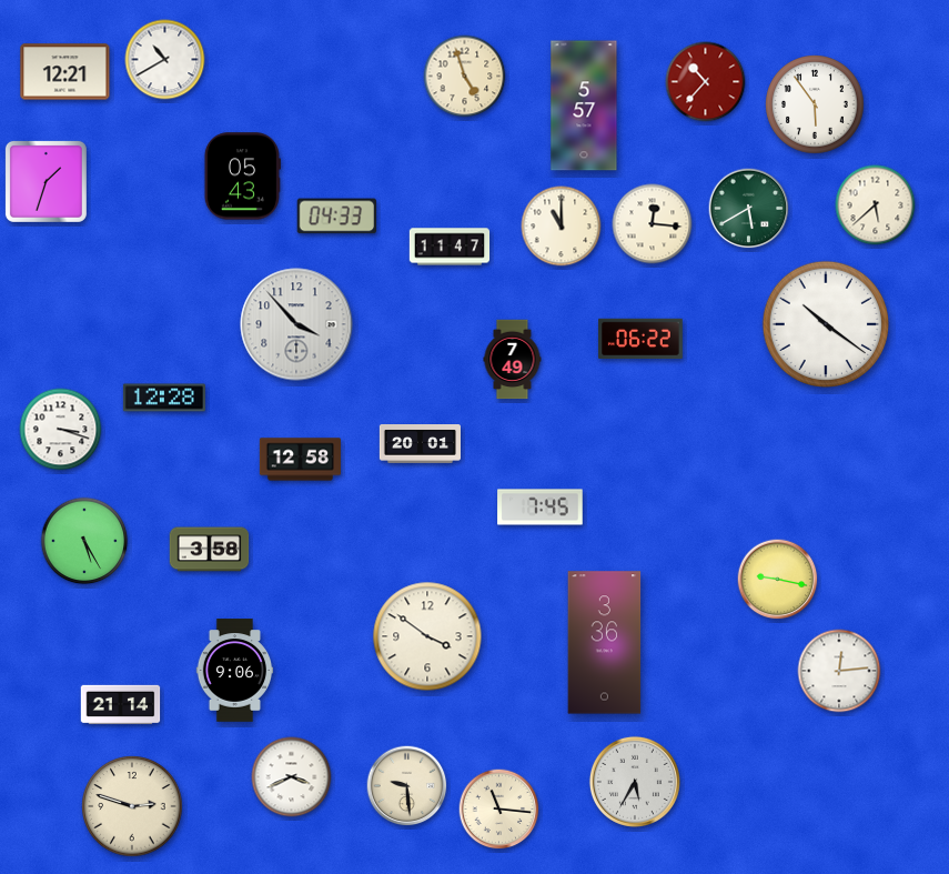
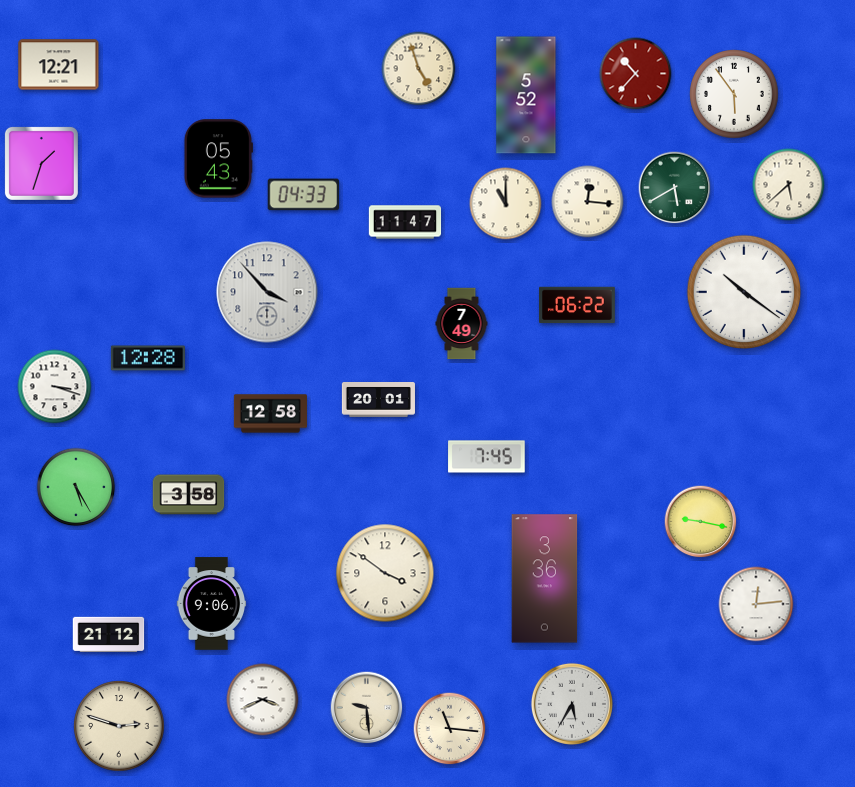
clock at (165, 60): 10:40 -> none
clock at (584, 106): 5:57 -> 5:52
clock at (121, 704): 21:14 -> 21:12
